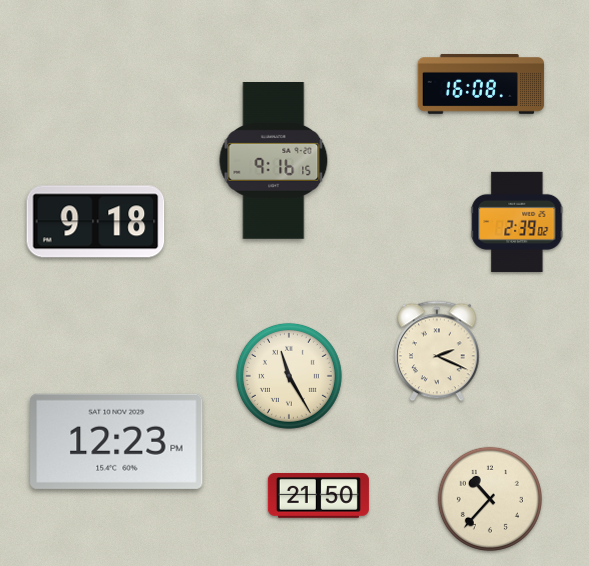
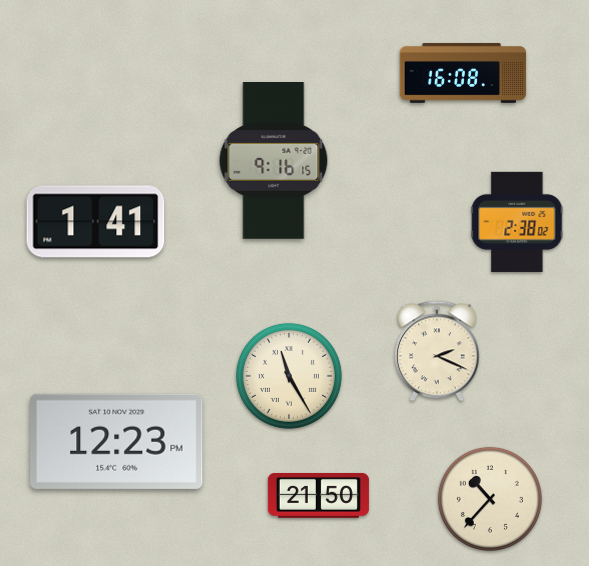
clock at (481, 85) position: (481, 85) -> (463, 74)
clock at (96, 222): 9:18 -> 1:41
clock at (517, 222): 2:39 -> 2:38
